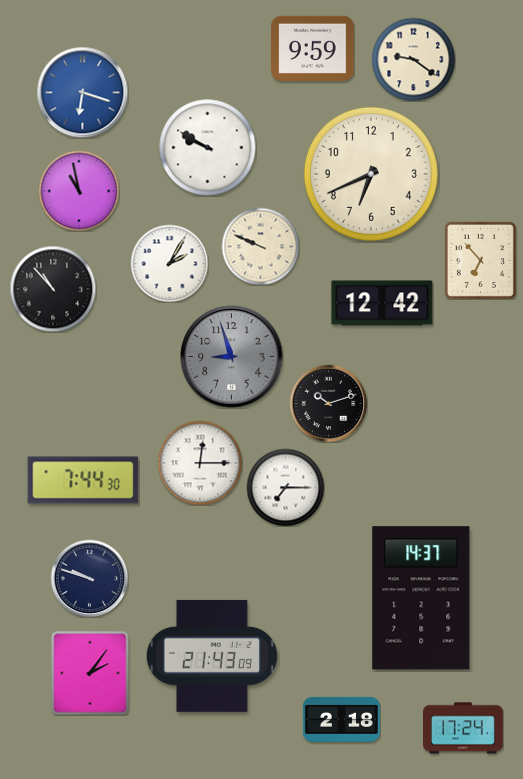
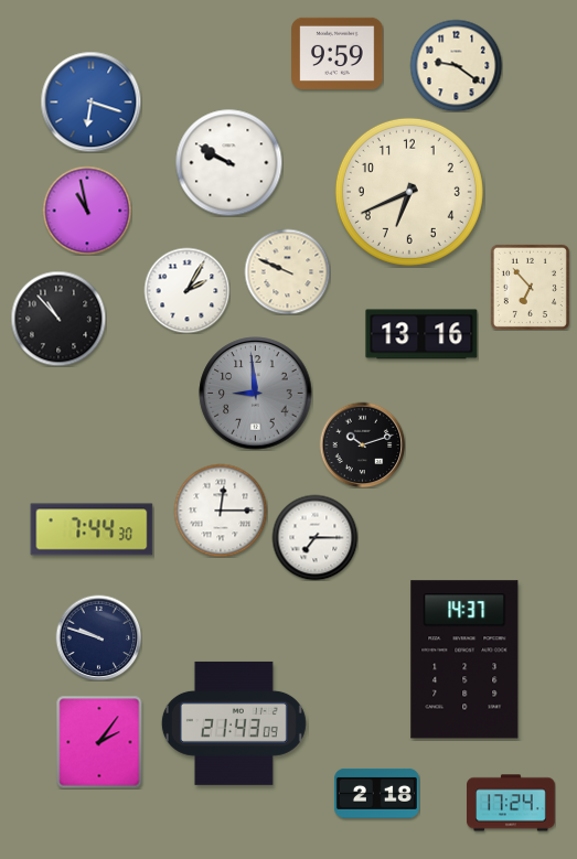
clock at (313, 48) position: (313, 48) -> (338, 53)
clock at (382, 303): 12:42 -> 13:16
clock at (232, 357): 8:57 -> 8:59
